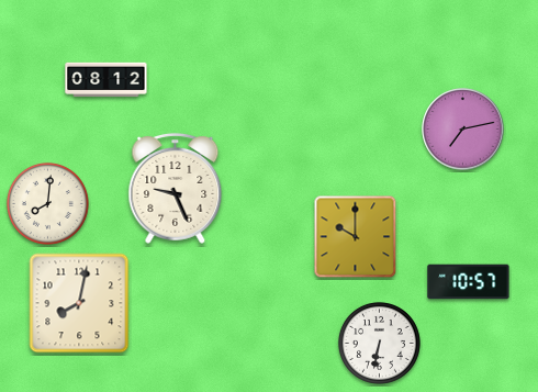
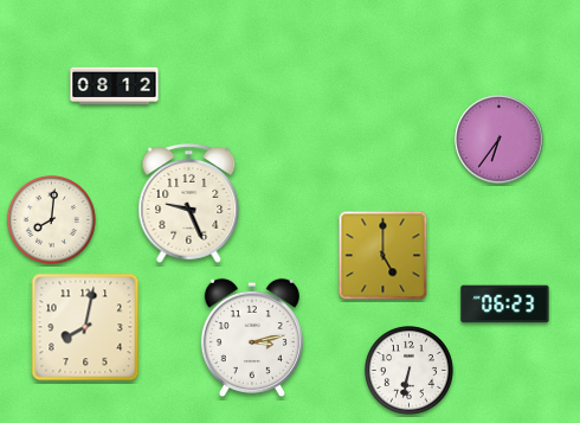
clock at (463, 130): 7:13 -> 6:36
clock at (356, 237): 10:00 -> 5:00
clock at (469, 282): 10:57 -> 06:23
clock at (252, 337): none -> 3:13
